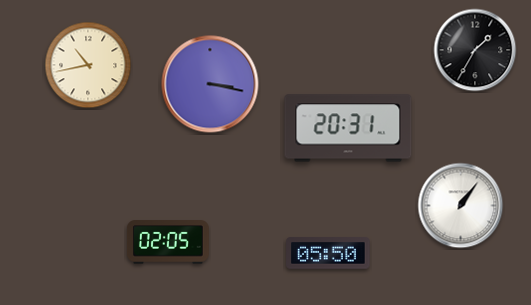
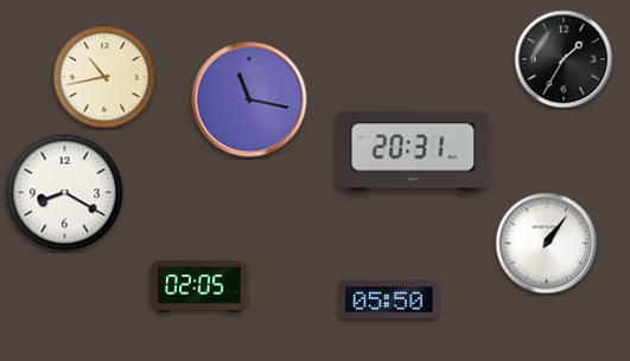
clock at (210, 84): 3:17 -> 11:17
clock at (65, 193): none -> 8:20
